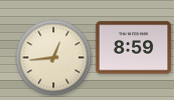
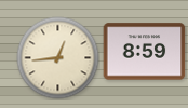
clock at (54, 58) position: (54, 58) -> (58, 58)
